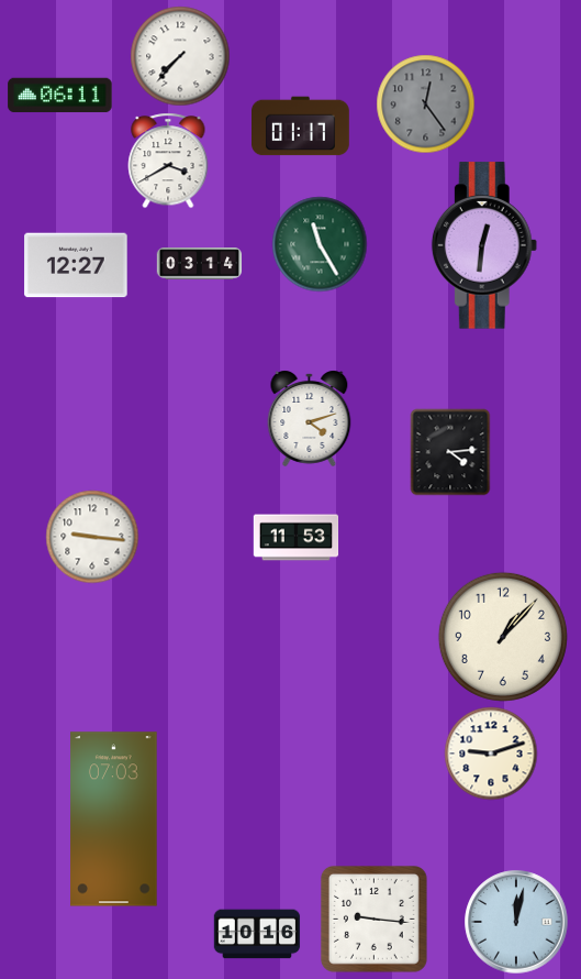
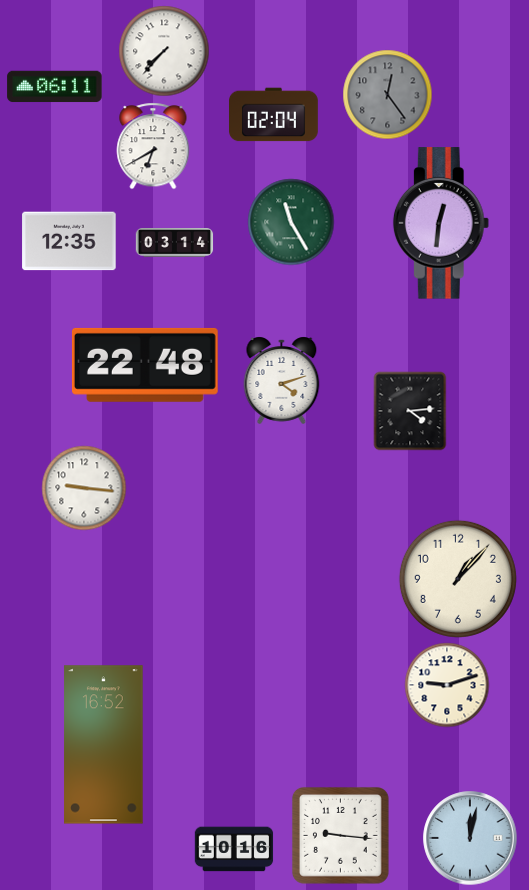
clock at (301, 127): 01:17 -> 02:04
clock at (168, 161): 3:40 -> 6:40
clock at (199, 264) position: (199, 264) -> (174, 243)
clock at (76, 265): 12:27 -> 12:35
clock at (145, 365): none -> 22:48
clock at (295, 538): 11:53 -> none
clock at (114, 820): 07:03 -> 16:52
